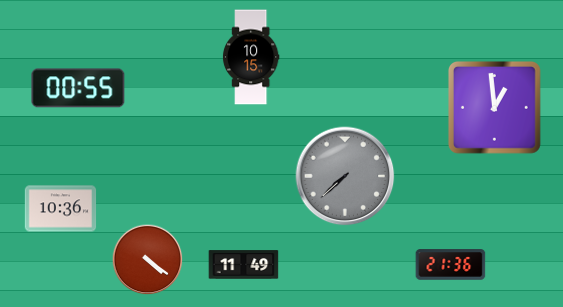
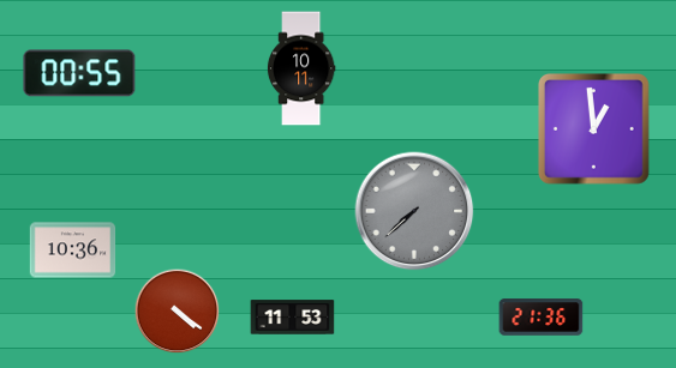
clock at (251, 57): 10:15 -> 10:11
clock at (78, 88) position: (78, 88) -> (79, 73)
clock at (244, 265): 11:49 -> 11:53
